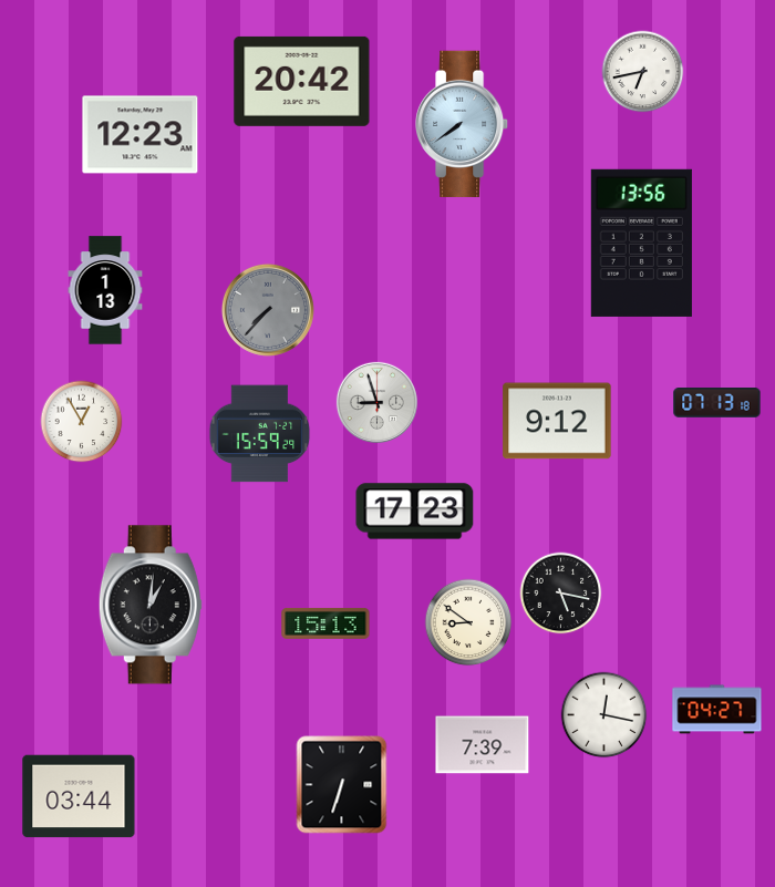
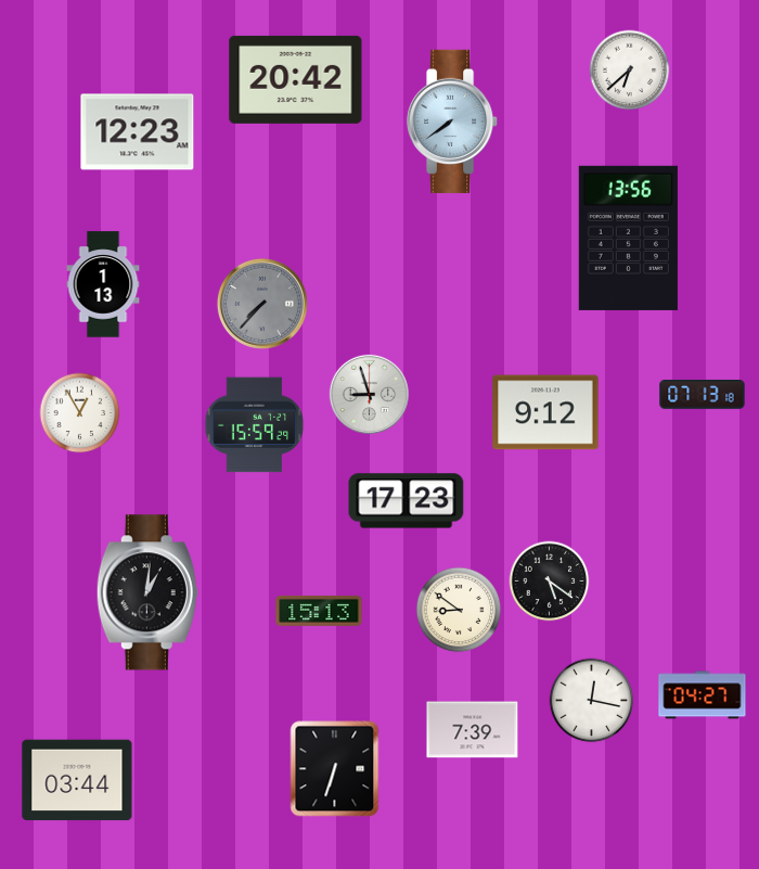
clock at (643, 72): 6:43 -> 6:38
clock at (561, 594): 5:17 -> 5:21
